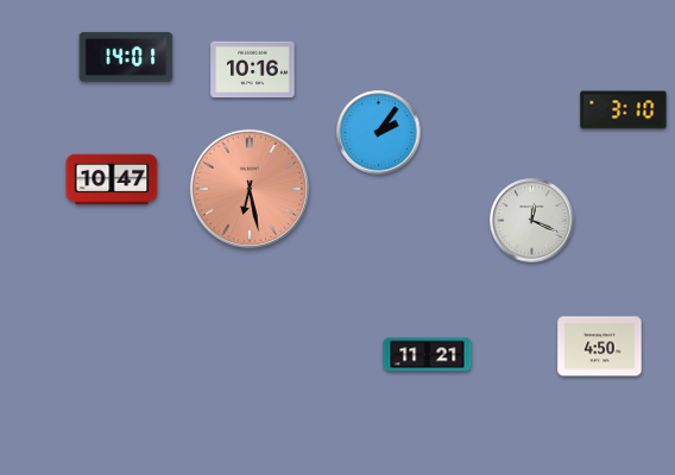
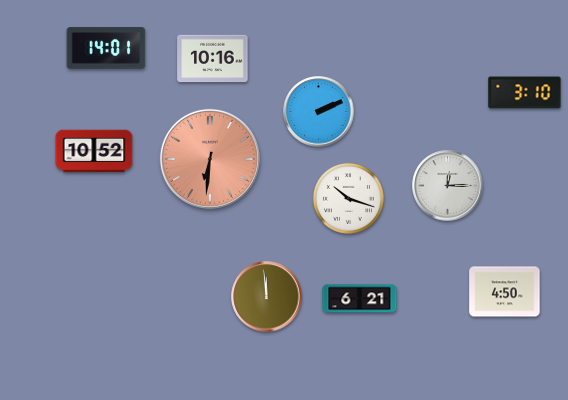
clock at (379, 133): 2:06 -> 2:11
clock at (112, 179): 10:47 -> 10:52
clock at (250, 189): 6:28 -> 6:31
clock at (532, 221): 12:19 -> 12:15
clock at (348, 198): none -> 10:18
clock at (267, 297): none -> 11:59
clock at (428, 355): 11:21 -> 6:21
